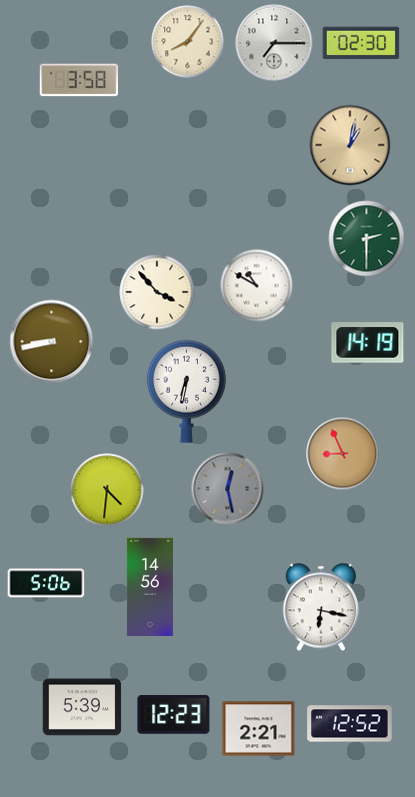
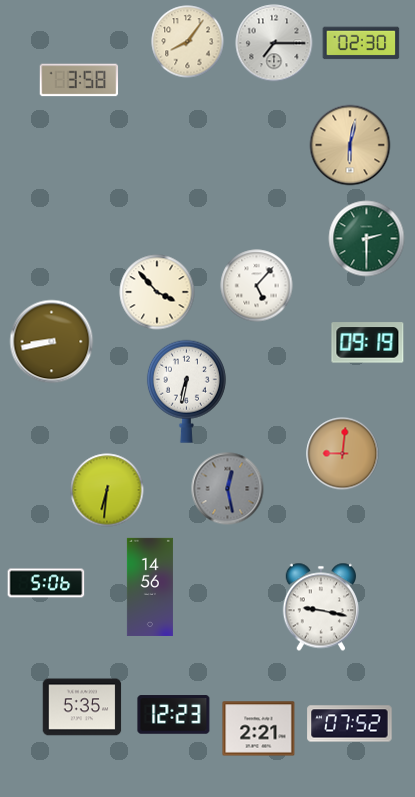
clock at (350, 145): 1:02 -> 6:02
clock at (257, 286): 10:50 -> 5:07
clock at (368, 343): 14:19 -> 09:19
clock at (343, 454): 8:56 -> 9:01
clock at (107, 490): 4:31 -> 6:31
clock at (320, 607): 6:17 -> 9:17
clock at (82, 707): 5:39 -> 5:35
clock at (350, 724): 12:52 -> 07:52
